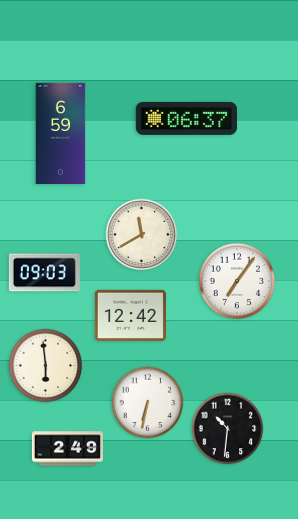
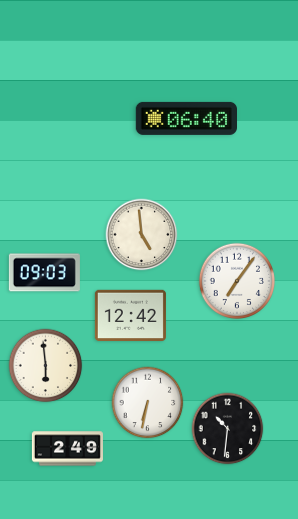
clock at (186, 118): 06:37 -> 06:40
clock at (61, 134): 6:59 -> none
clock at (142, 235): 11:40 -> 4:59
